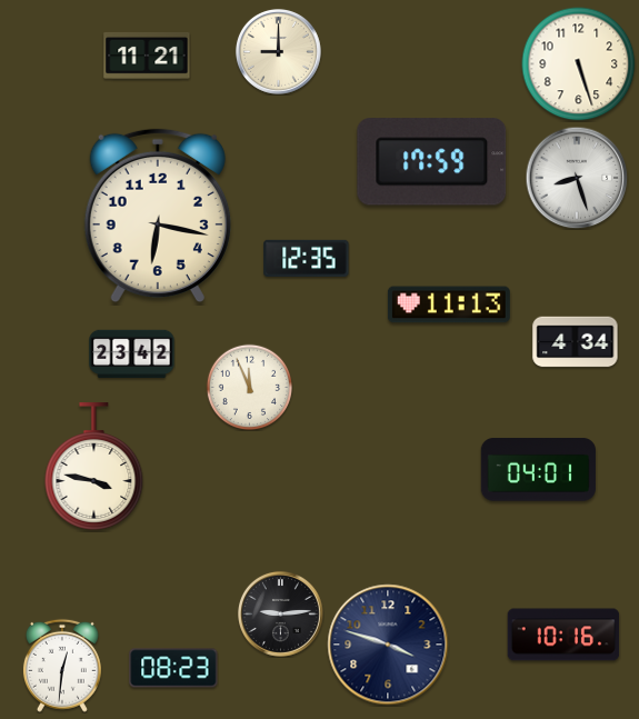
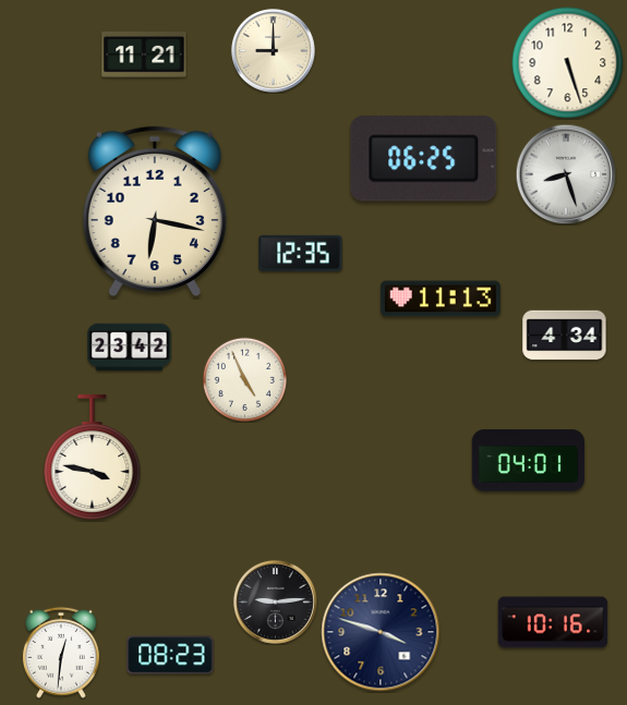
clock at (432, 162): 17:59 -> 06:25
clock at (249, 387): 11:56 -> 4:56
